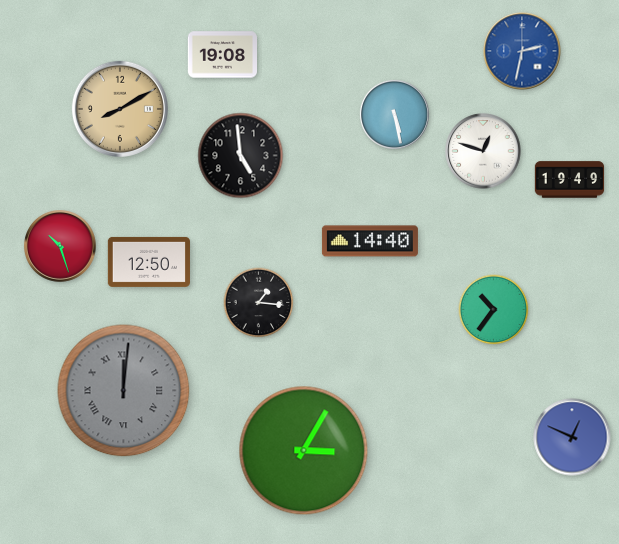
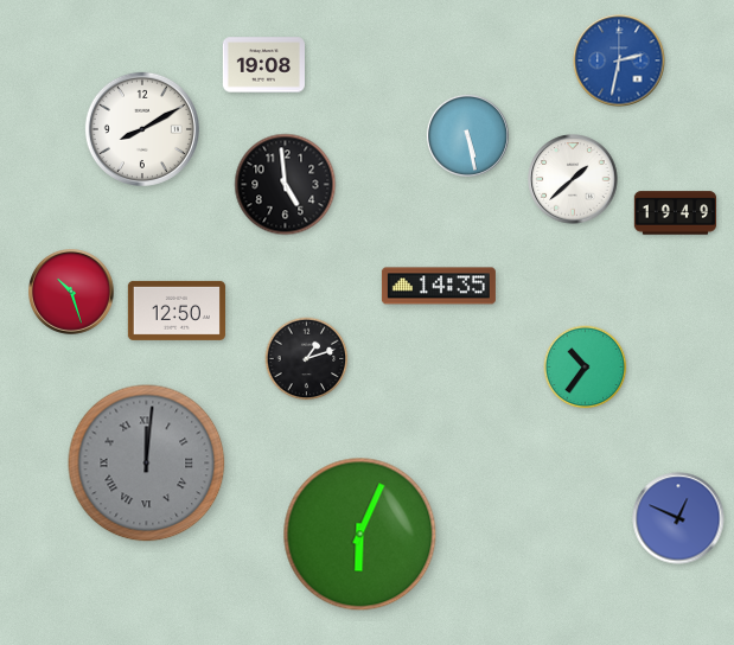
clock at (120, 109) dial: champagne -> white
clock at (483, 151): 12:48 -> 1:38
clock at (370, 241): 14:40 -> 14:35
clock at (259, 303): 1:16 -> 1:12
clock at (304, 451): 3:05 -> 6:04
